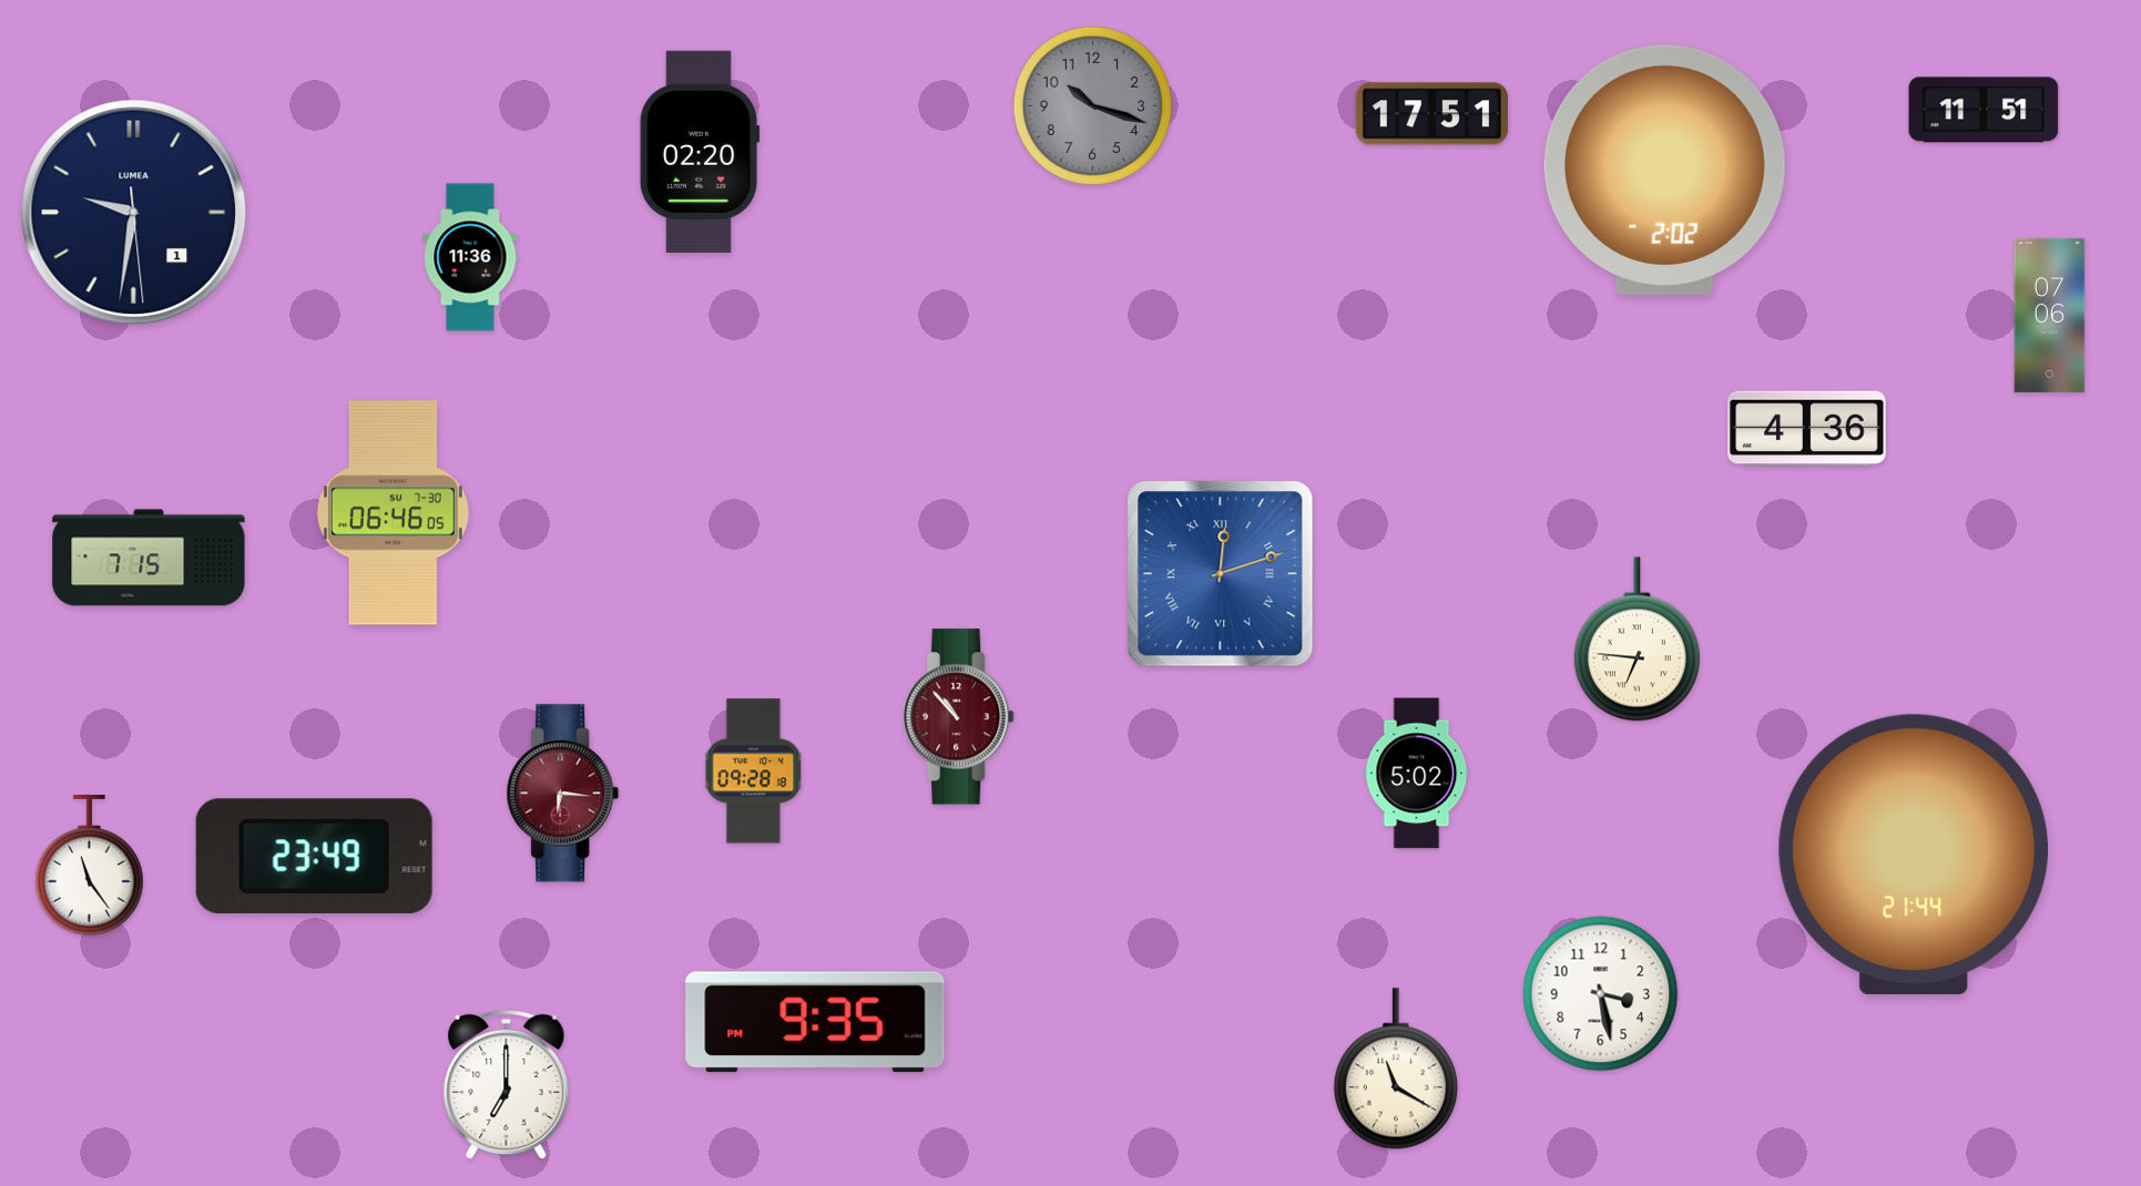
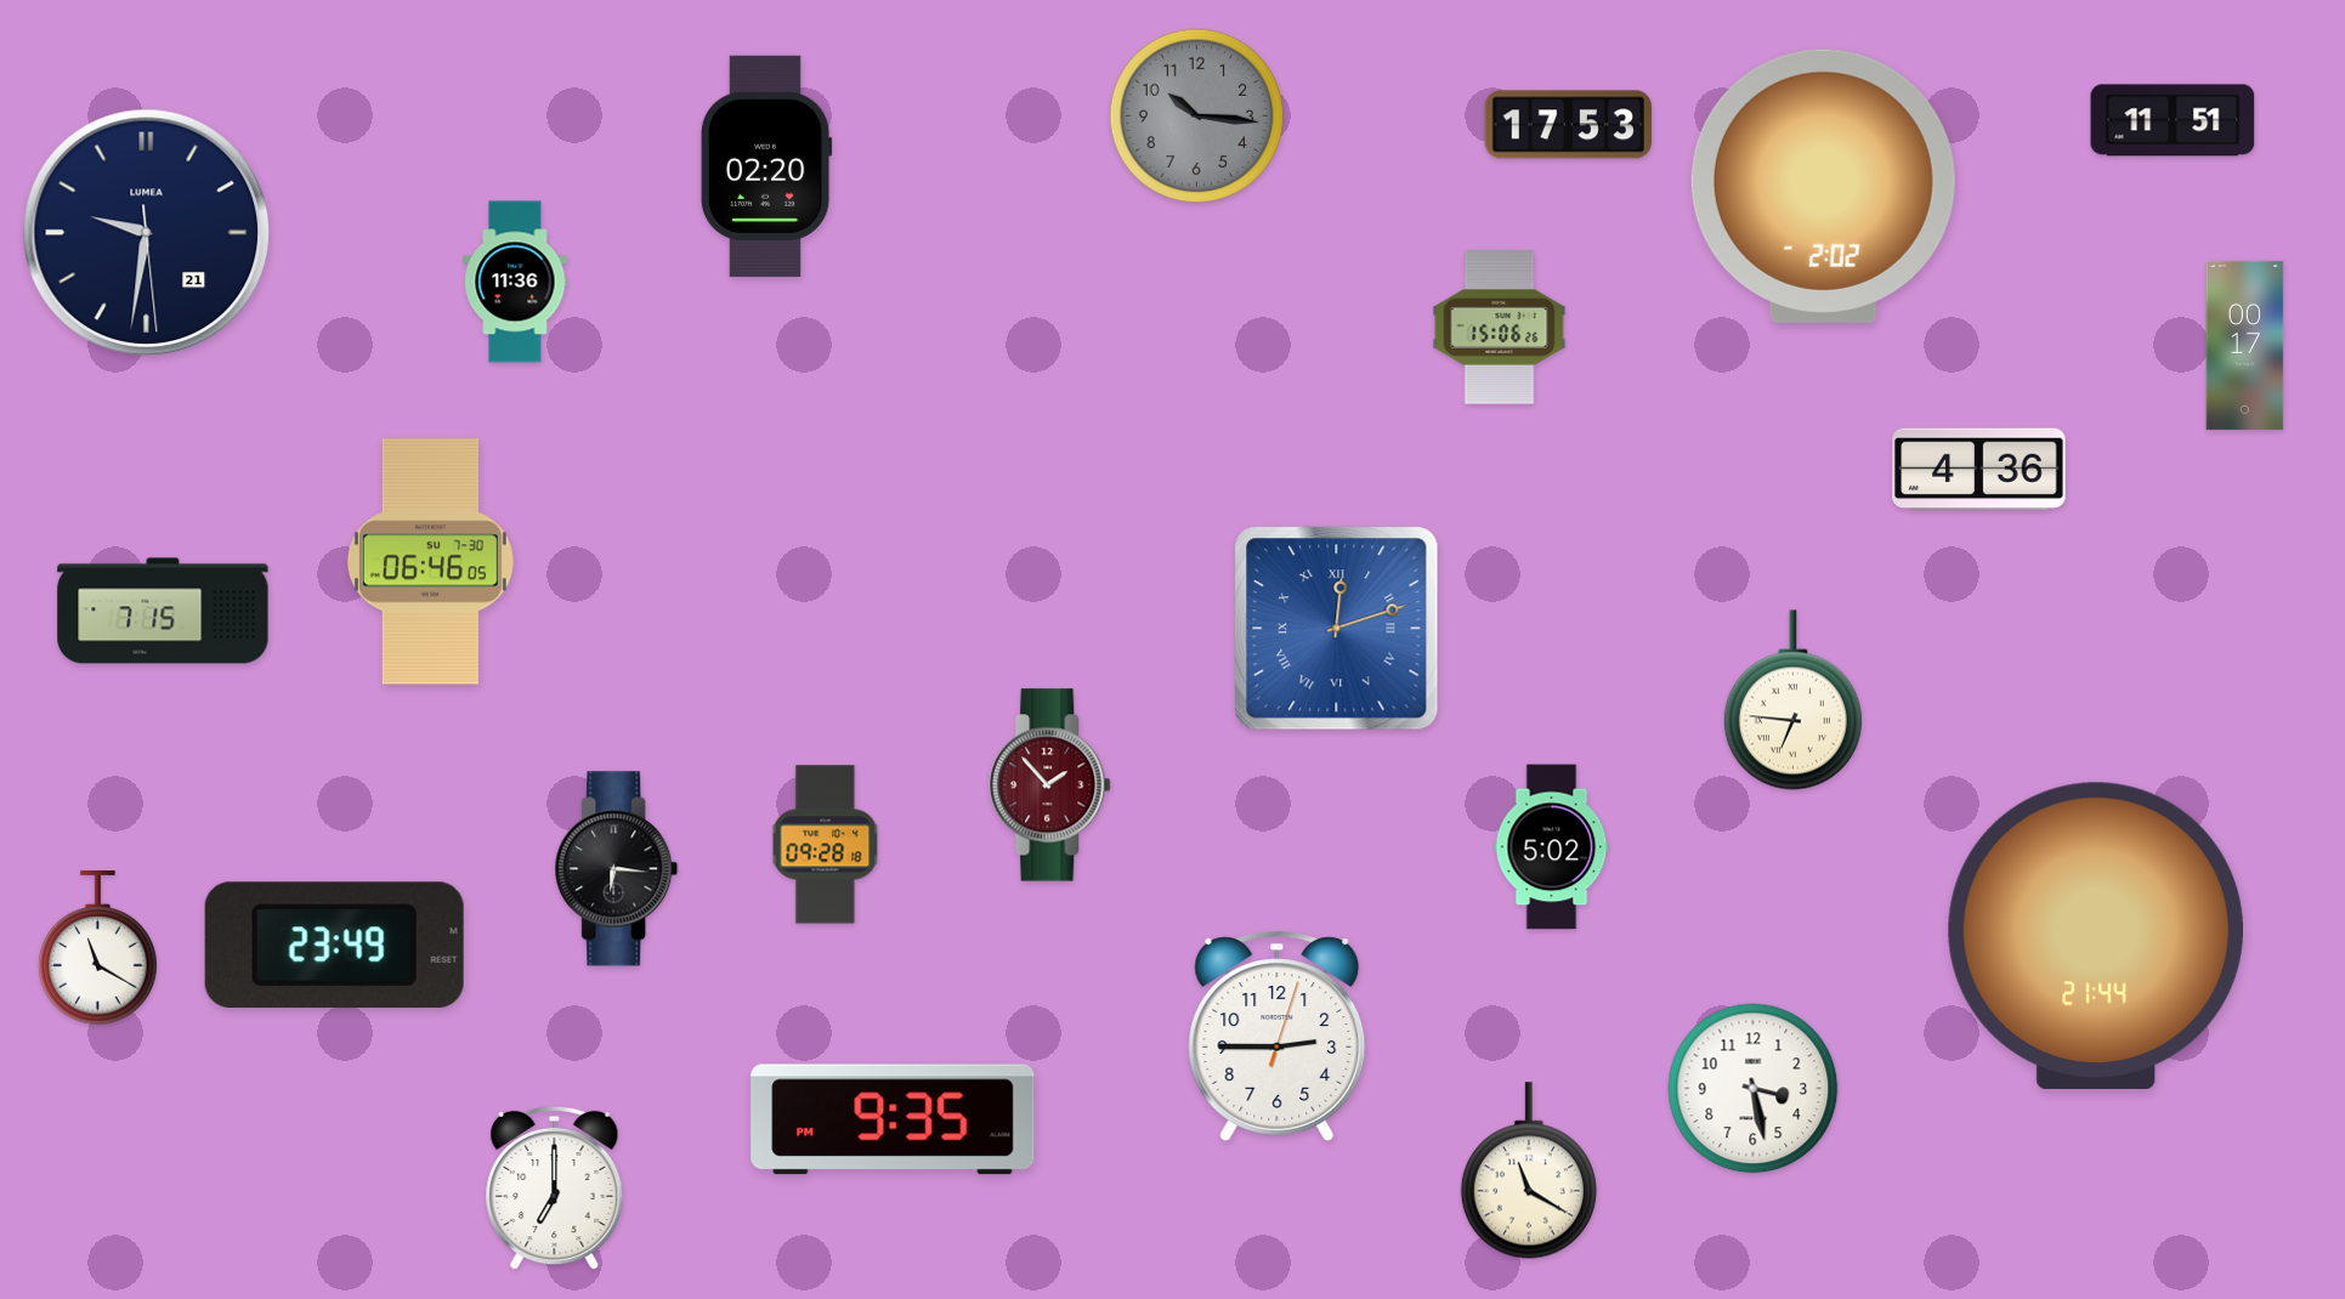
clock at (1093, 106): 10:18 -> 10:16
clock at (1431, 114): 17:51 -> 17:53
clock at (134, 213) date: 1 -> 21
clock at (1500, 328): none -> 15:06
clock at (2050, 315): 07:06 -> 00:17
clock at (959, 717): 10:53 -> 1:53
clock at (563, 794) dial: burgundy -> black
clock at (314, 856) position: (314, 856) -> (334, 945)
clock at (90, 867): 11:24 -> 11:20
clock at (1278, 1036): none -> 2:45
